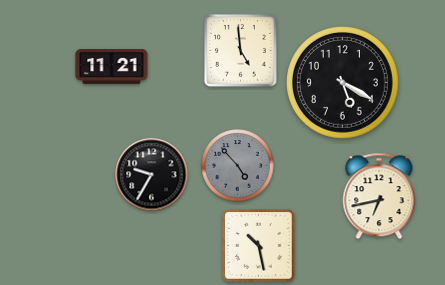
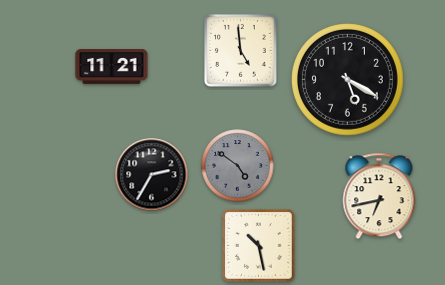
clock at (343, 83) position: (343, 83) -> (348, 80)
clock at (238, 166): 4:53 -> 4:51
clock at (152, 175): 9:35 -> 2:35
